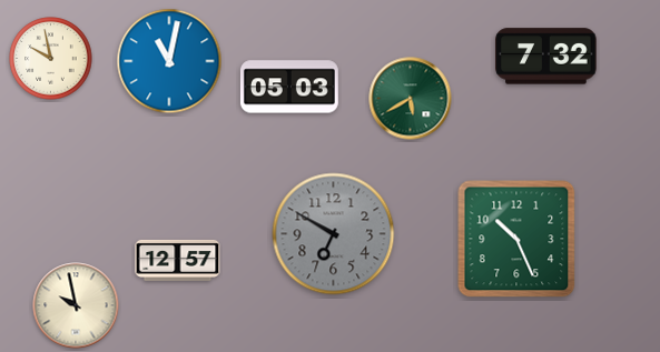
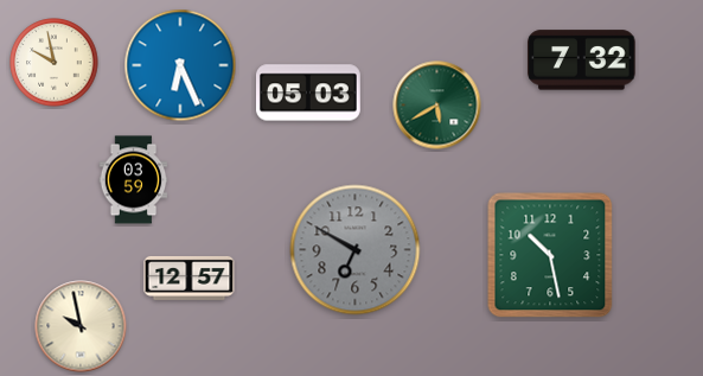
clock at (169, 61): 11:02 -> 6:26
clock at (134, 180): none -> 03:59
clock at (516, 239): 10:26 -> 10:28
